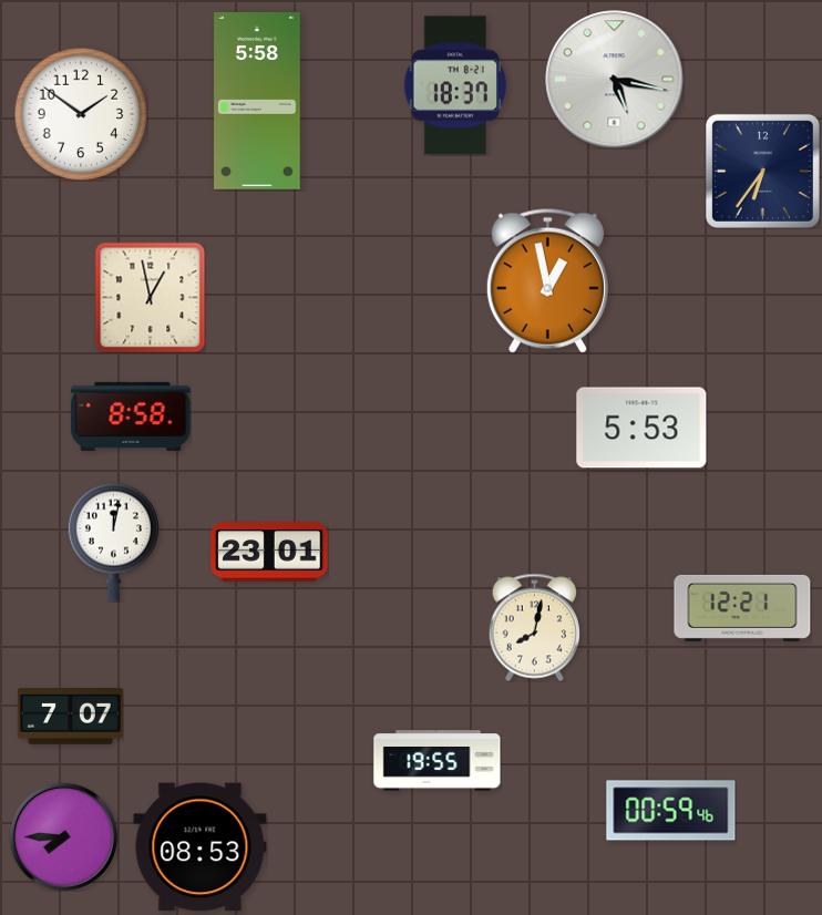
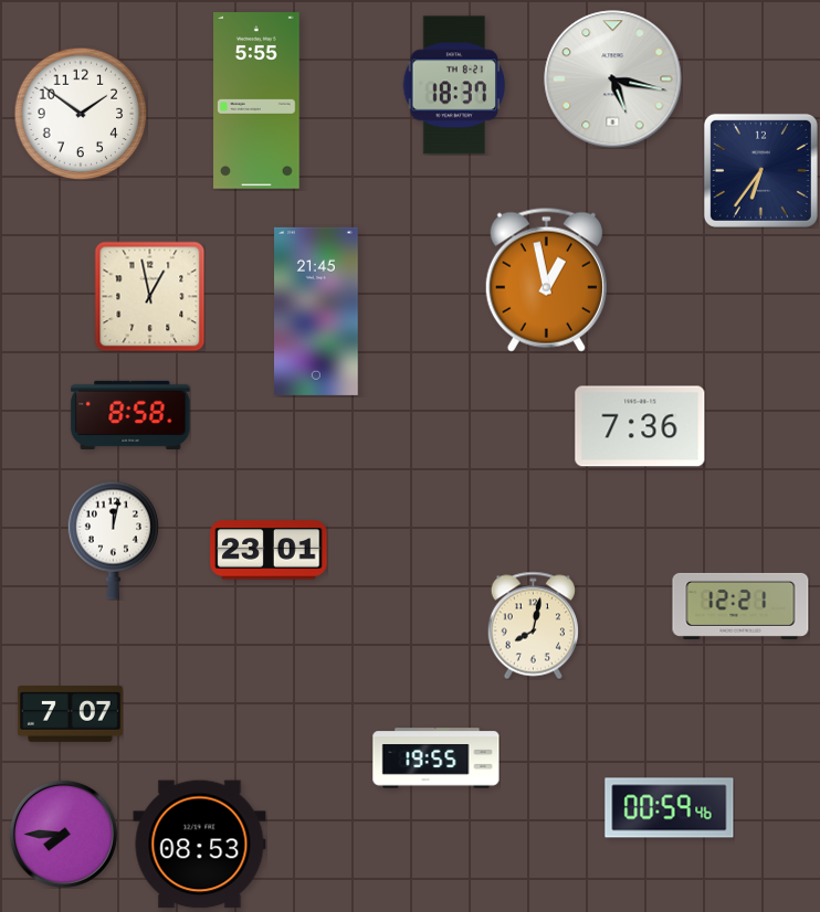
clock at (257, 102): 5:58 -> 5:55
clock at (317, 311): none -> 21:45
clock at (641, 428): 5:53 -> 7:36
